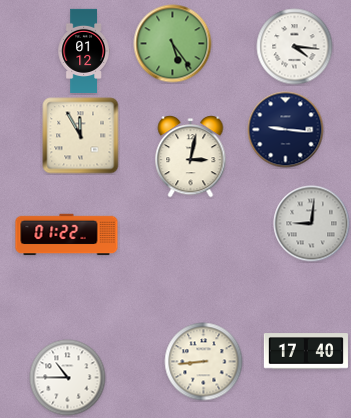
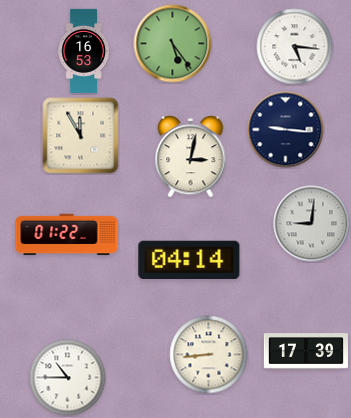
clock at (295, 47): 4:16 -> 5:16
clock at (84, 51): 01:12 -> 16:53
clock at (189, 259): none -> 04:14
clock at (306, 351): 17:40 -> 17:39
clock at (204, 362) position: (204, 362) -> (209, 355)
